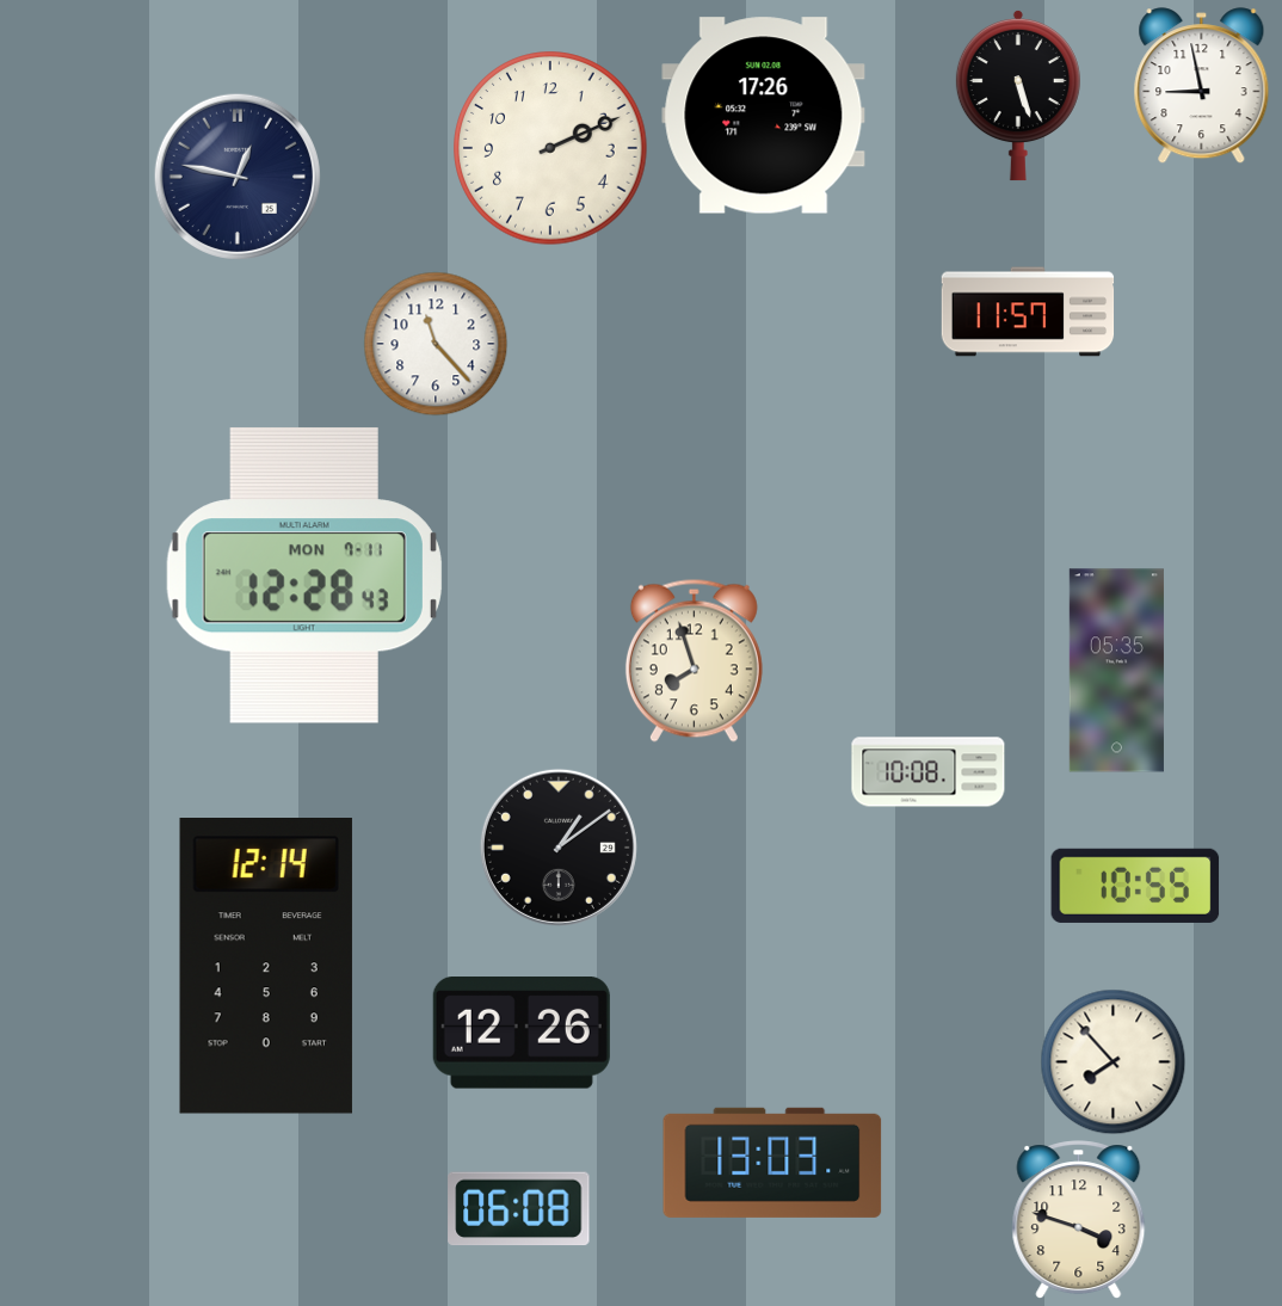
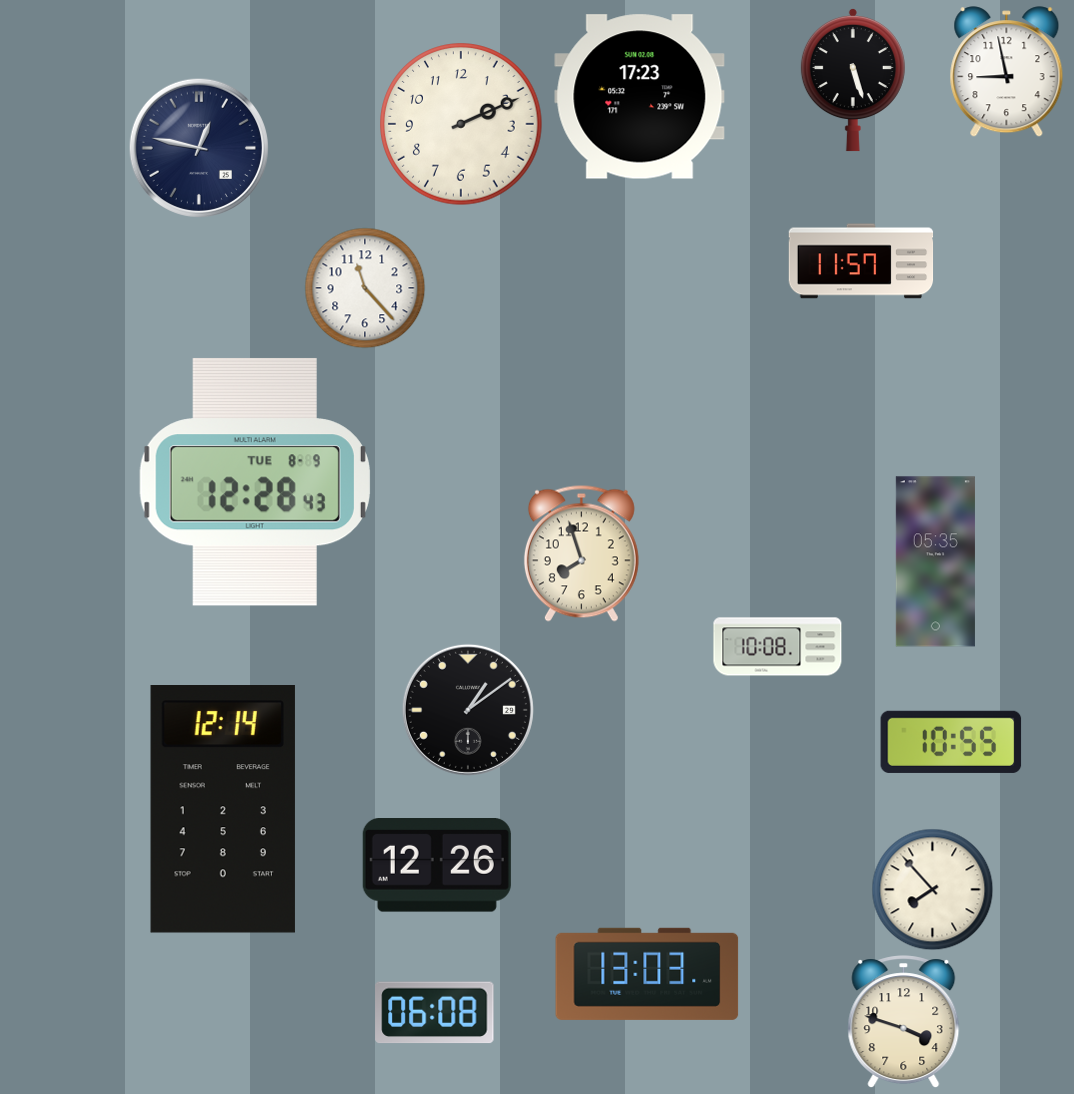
clock at (764, 116): 17:26 -> 17:23
clock at (304, 575) date: MON 7-11 -> TUE 8-9
